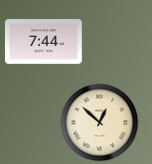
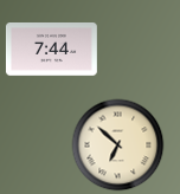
clock at (99, 122): 12:52 -> 6:52
